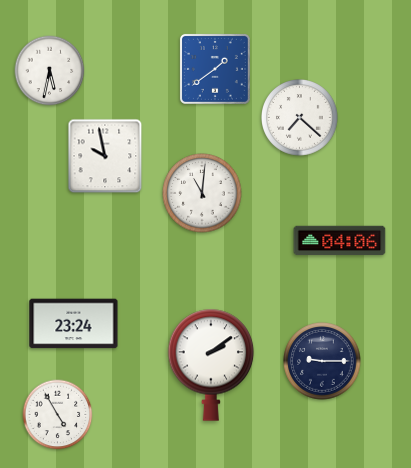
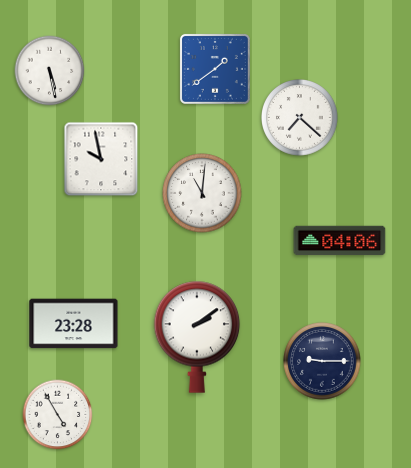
clock at (50, 71): 5:32 -> 5:28
clock at (105, 156) position: (105, 156) -> (101, 159)
clock at (74, 324): 23:24 -> 23:28
clock at (211, 365) position: (211, 365) -> (197, 337)
